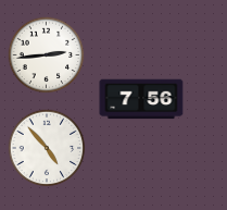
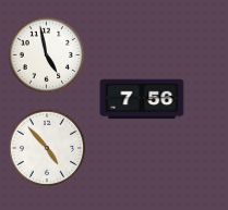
clock at (47, 55): 2:44 -> 4:58
